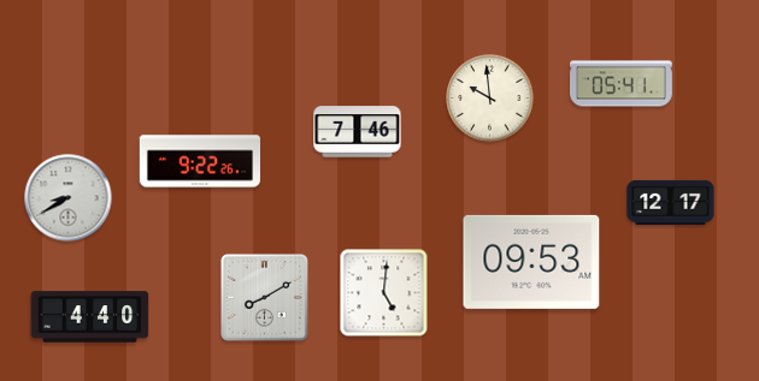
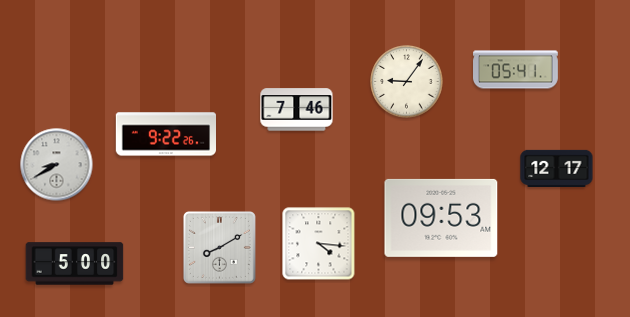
clock at (490, 99): 9:59 -> 9:06
clock at (384, 293): 5:01 -> 4:16
clock at (90, 317): 4:40 -> 5:00
